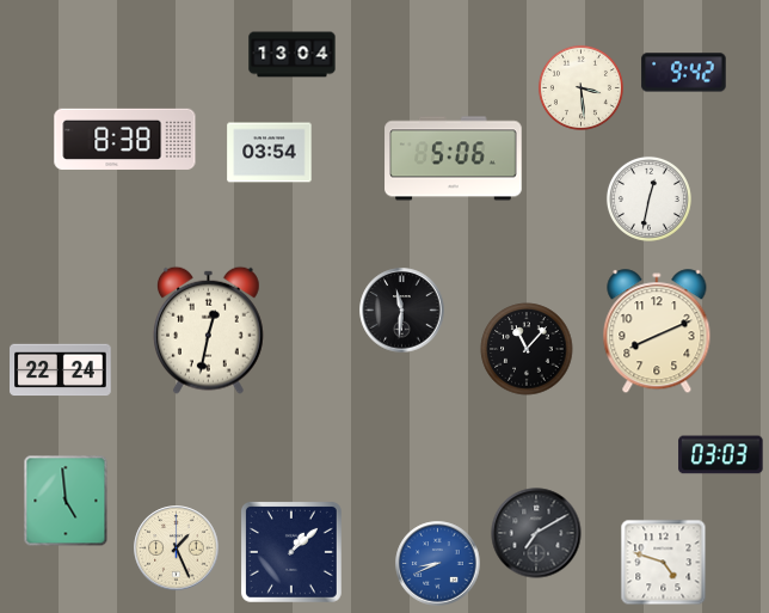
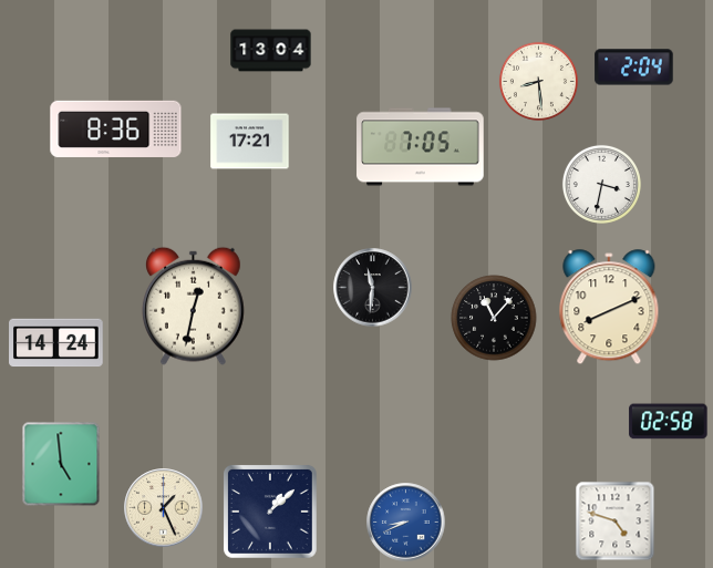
clock at (684, 73): 9:42 -> 2:04
clock at (580, 87): 3:29 -> 8:29
clock at (125, 139): 8:38 -> 8:36
clock at (270, 153): 03:54 -> 17:21
clock at (454, 159): 5:06 -> 7:05
clock at (648, 198): 12:32 -> 3:32
clock at (527, 349) position: (527, 349) -> (494, 318)
clock at (61, 370): 22:24 -> 14:24
clock at (721, 455): 03:03 -> 02:58
clock at (536, 533): 7:10 -> none
